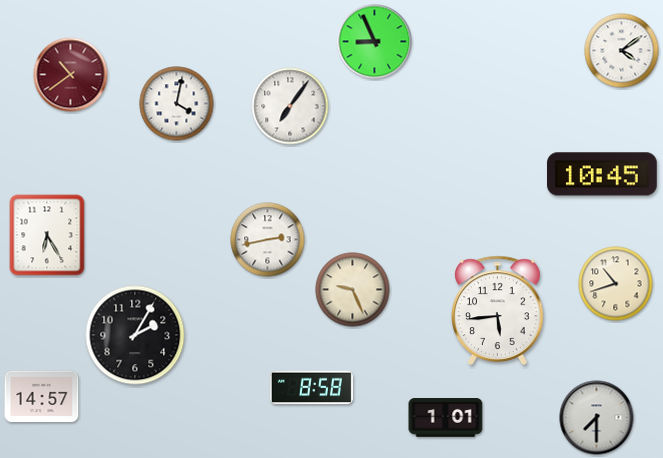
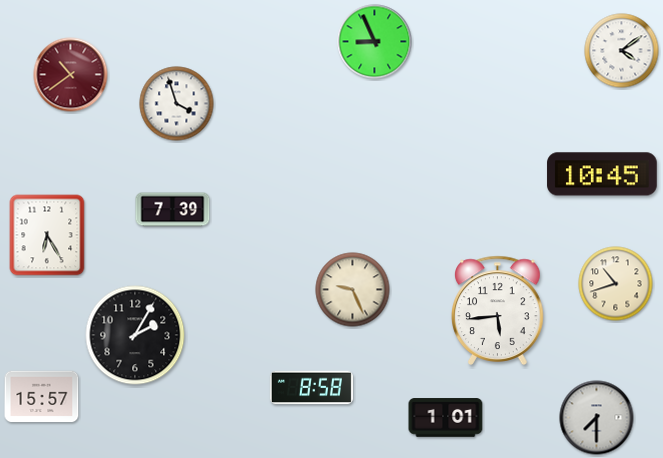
clock at (177, 104): 4:02 -> 3:57
clock at (290, 106): 7:06 -> none
clock at (173, 210): none -> 7:39
clock at (268, 240): 2:43 -> none
clock at (42, 397): 14:57 -> 15:57
